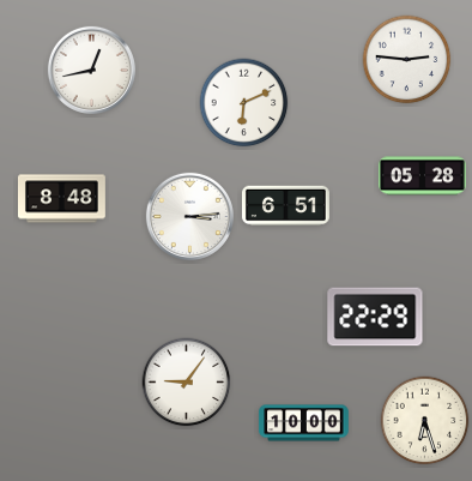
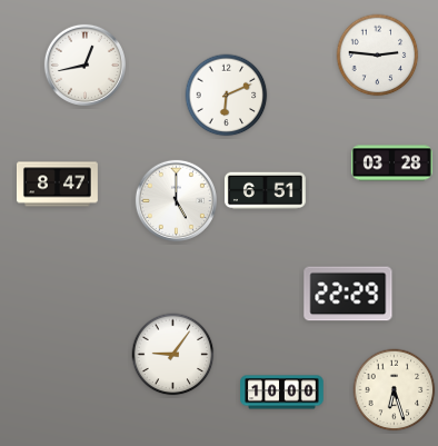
clock at (422, 176): 05:28 -> 03:28
clock at (61, 199): 8:48 -> 8:47
clock at (189, 216): 3:14 -> 5:00
